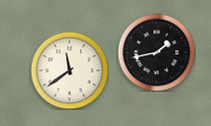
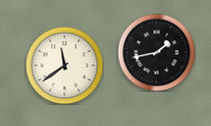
clock at (69, 70) position: (69, 70) -> (64, 65)
